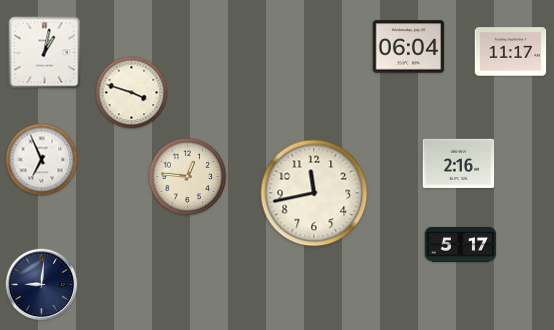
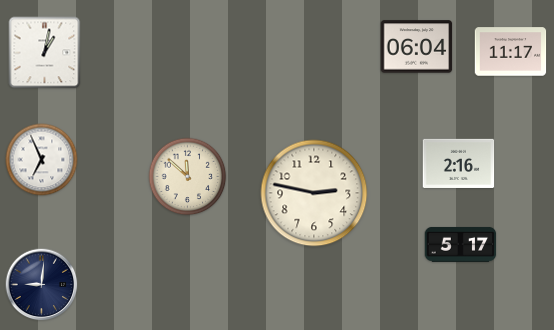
clock at (409, 47) position: (409, 47) -> (417, 47)
clock at (132, 93): 3:48 -> none
clock at (188, 177): 12:46 -> 11:52
clock at (314, 193): 11:43 -> 2:47
